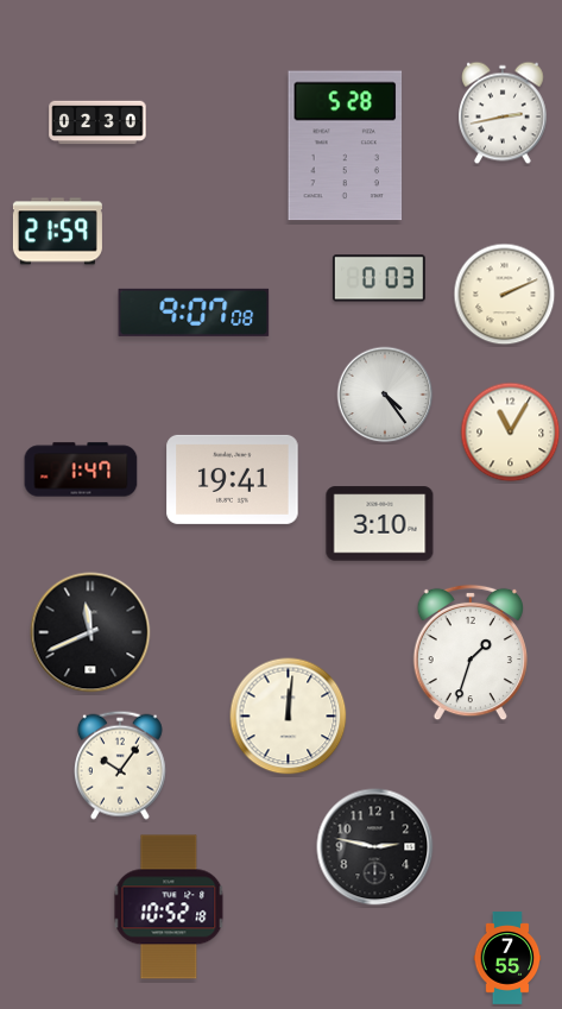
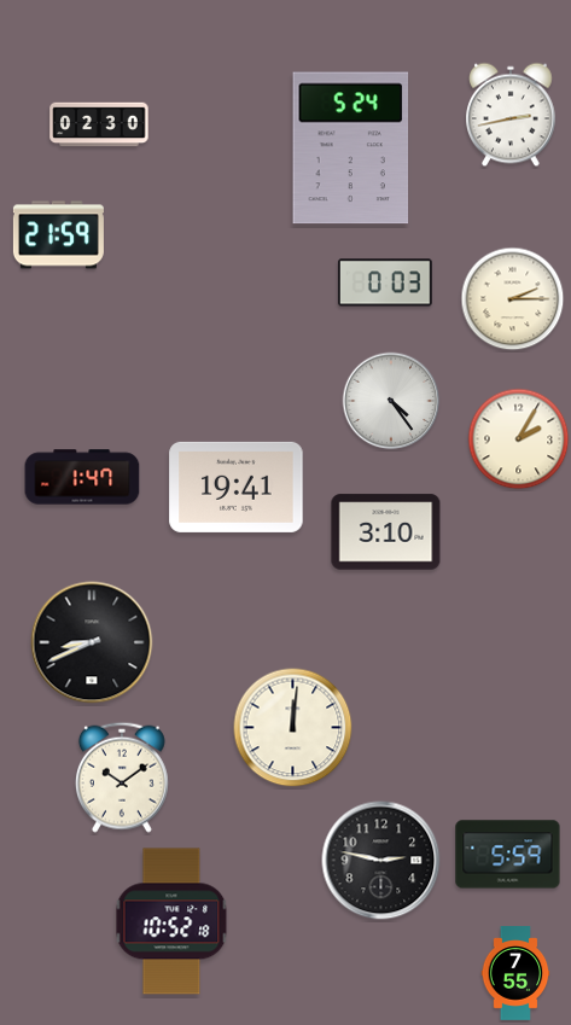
clock at (346, 146): 5:28 -> 5:24
clock at (505, 295): 2:11 -> 2:15
clock at (194, 313): 9:07 -> none
clock at (511, 433): 11:05 -> 2:05
clock at (90, 632): 11:41 -> 8:41
clock at (469, 652): 1:33 -> none
clock at (120, 765): 10:06 -> 10:09
clock at (508, 855): none -> 5:59
